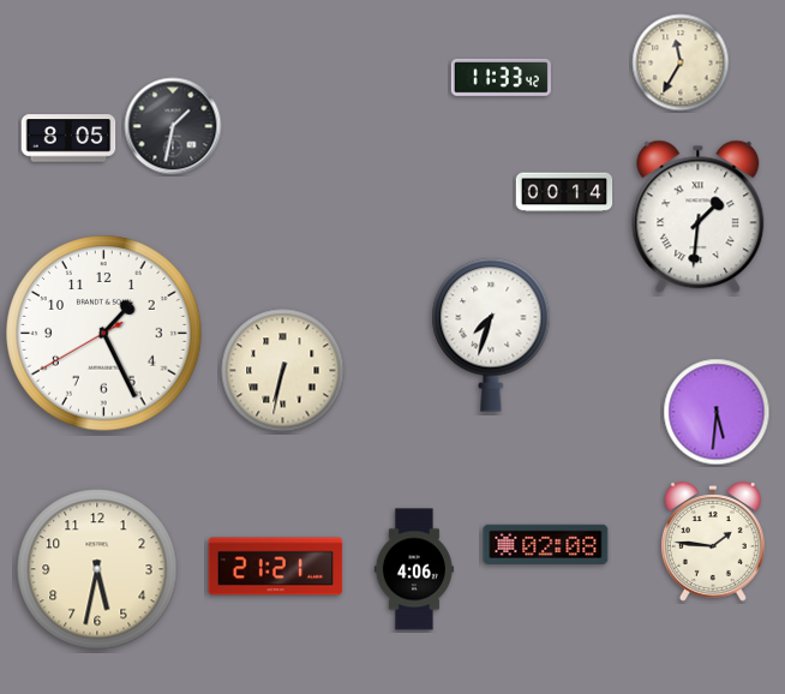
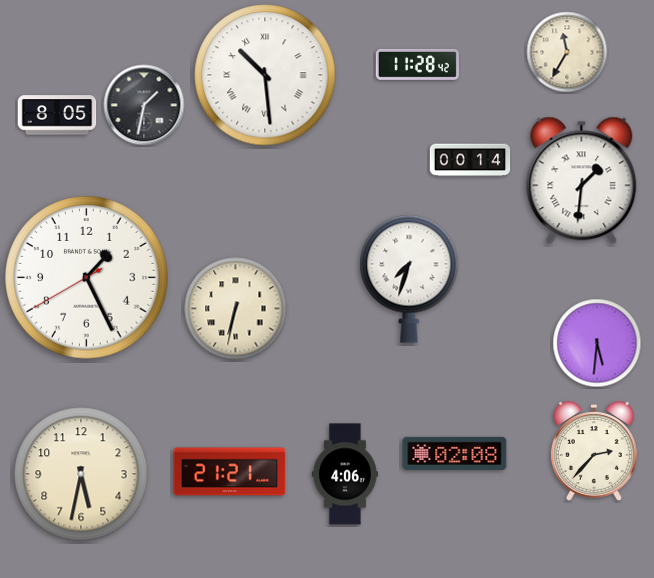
clock at (501, 77): 11:33 -> 11:28
clock at (265, 75): none -> 10:29
clock at (713, 543): 1:46 -> 2:37
